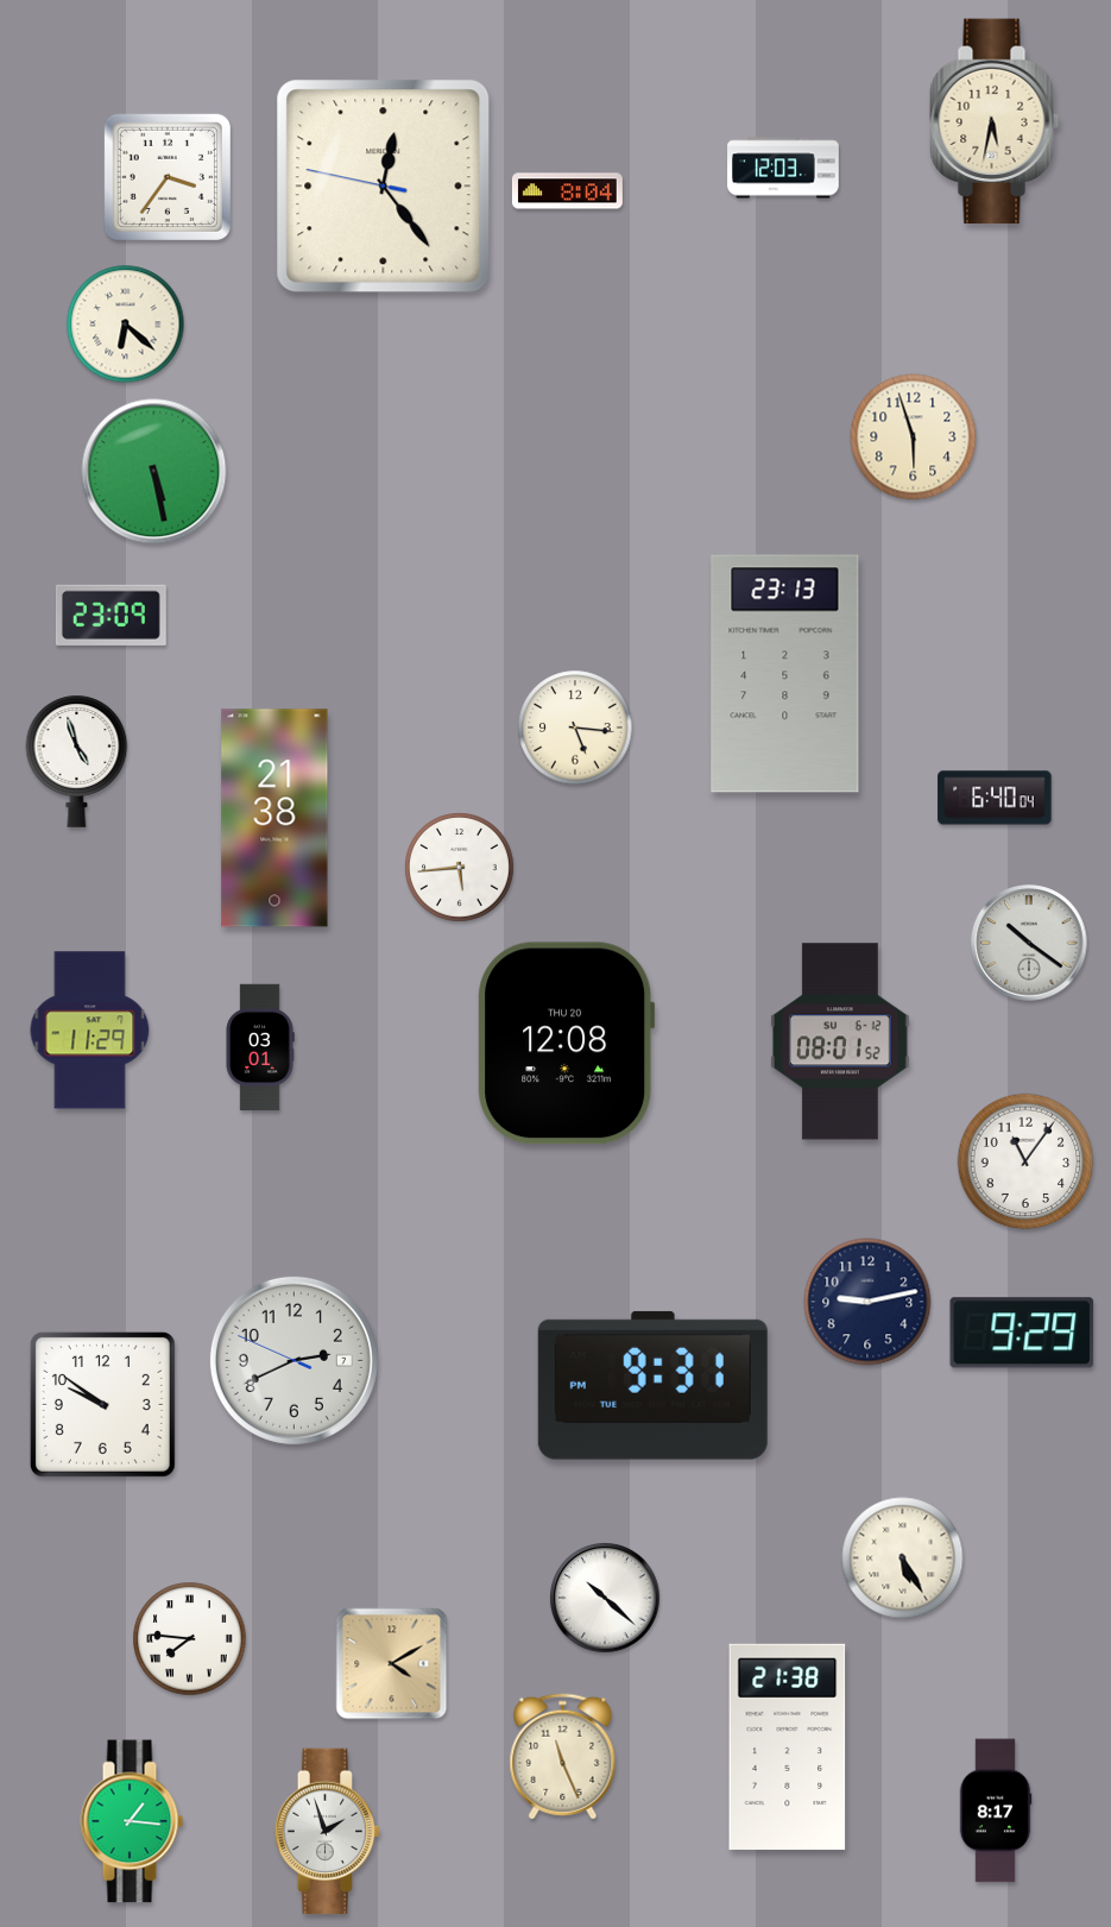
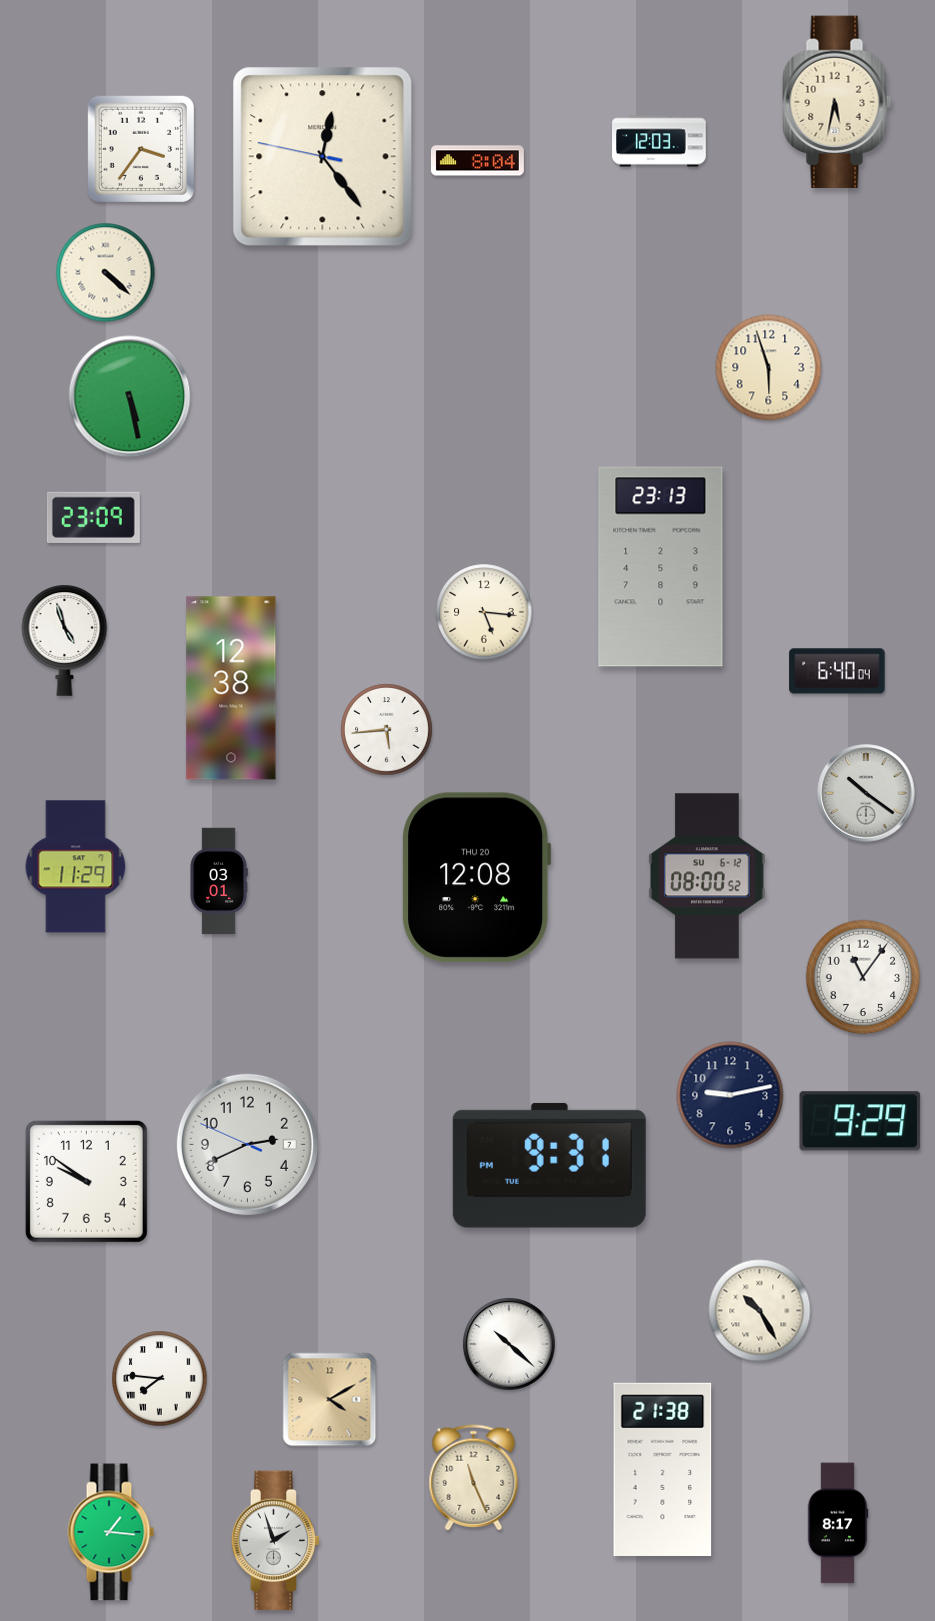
clock at (126, 325): 6:22 -> 4:22
clock at (274, 818): 21:38 -> 12:38
clock at (840, 1041): 08:01 -> 08:00
clock at (903, 1558): 5:25 -> 10:25
